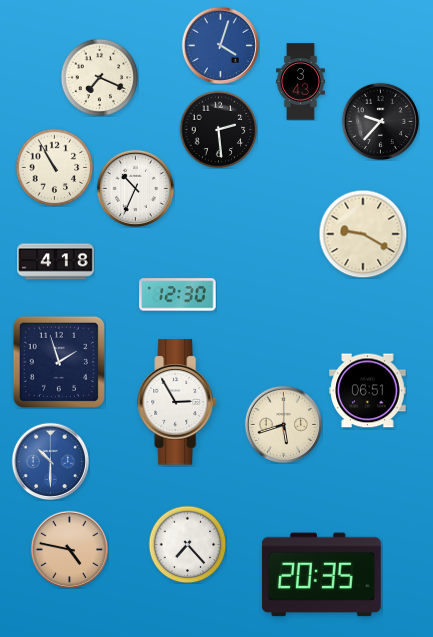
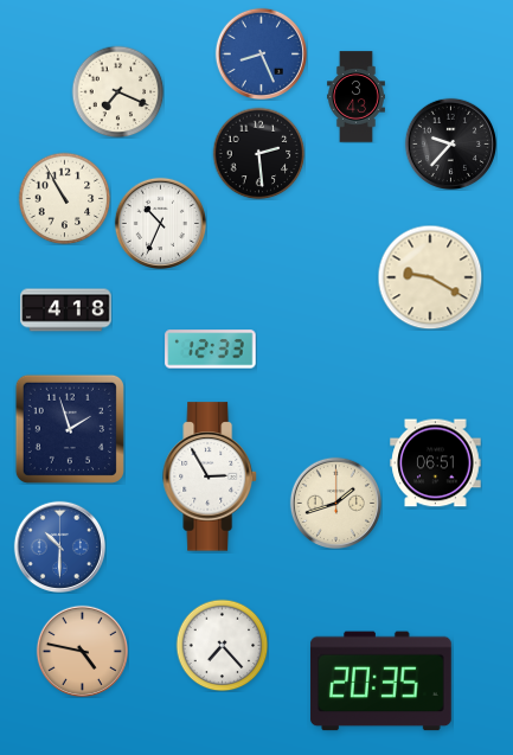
clock at (220, 45): 4:03 -> 8:26
clock at (178, 295): 12:30 -> 12:33
clock at (283, 424): 5:42 -> 1:42
